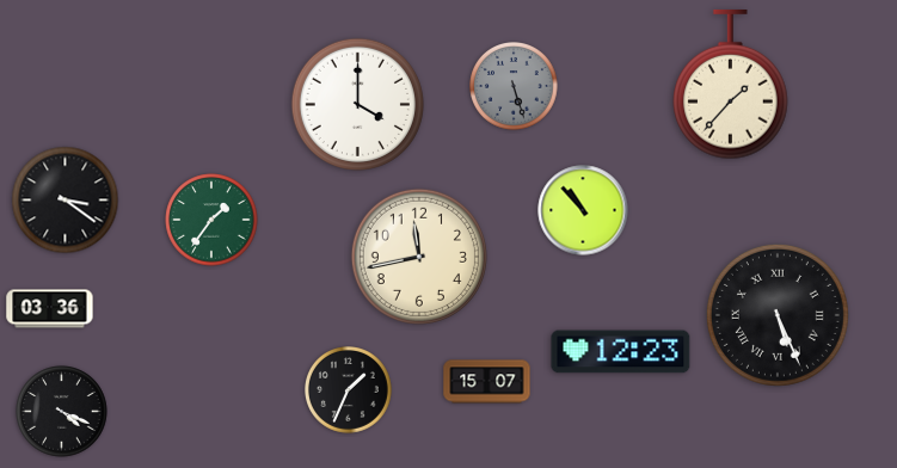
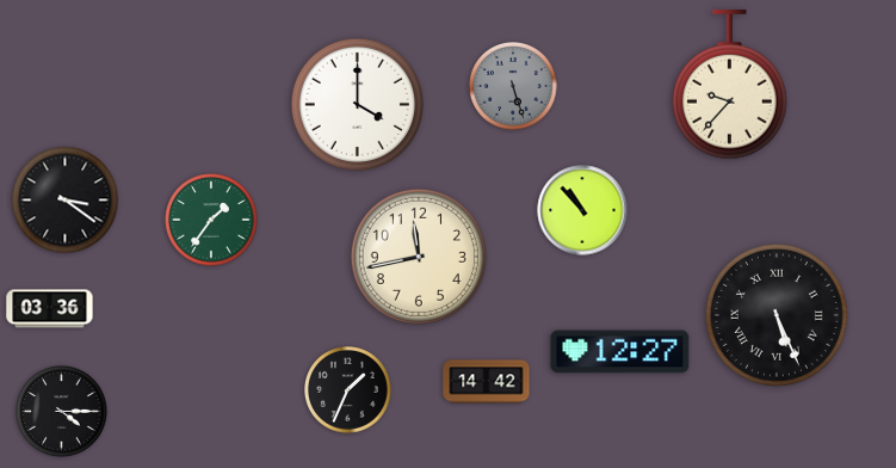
clock at (731, 85): 1:37 -> 9:37
clock at (621, 352): 12:23 -> 12:27
clock at (487, 382): 15:07 -> 14:42
clock at (62, 412): 4:19 -> 4:15
